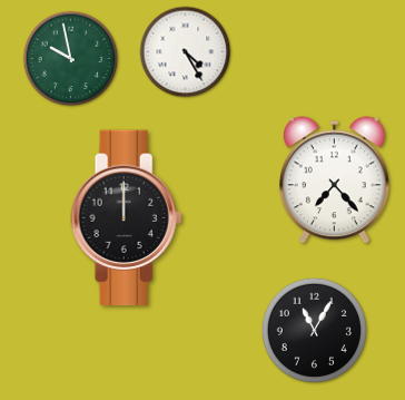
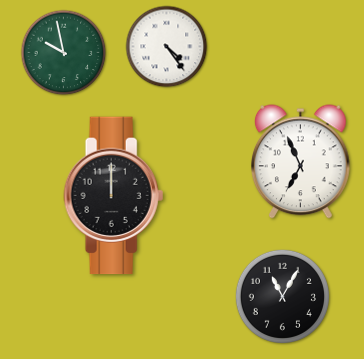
clock at (186, 52): 4:25 -> 4:24
clock at (335, 181): 7:23 -> 6:56
